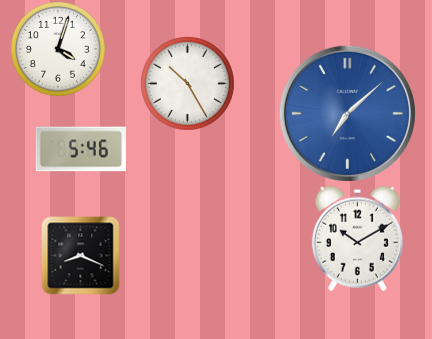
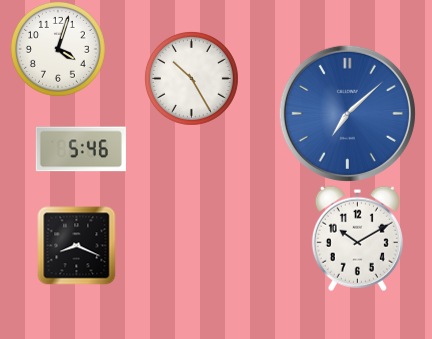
clock at (187, 83) position: (187, 83) -> (191, 78)
clock at (80, 255) position: (80, 255) -> (76, 245)
